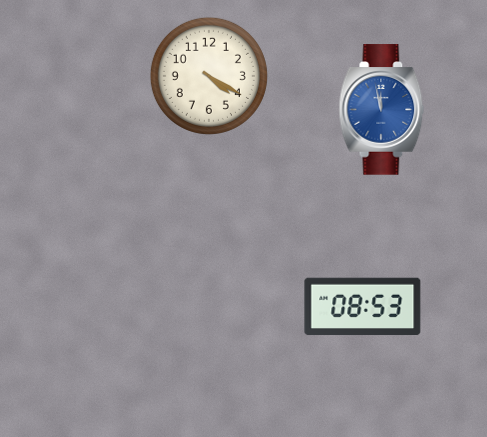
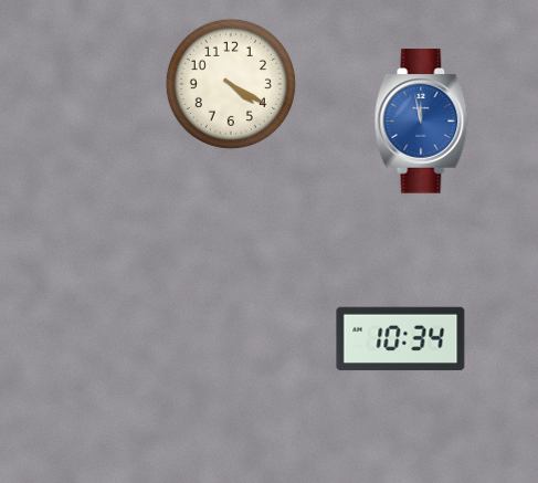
clock at (363, 307): 08:53 -> 10:34
